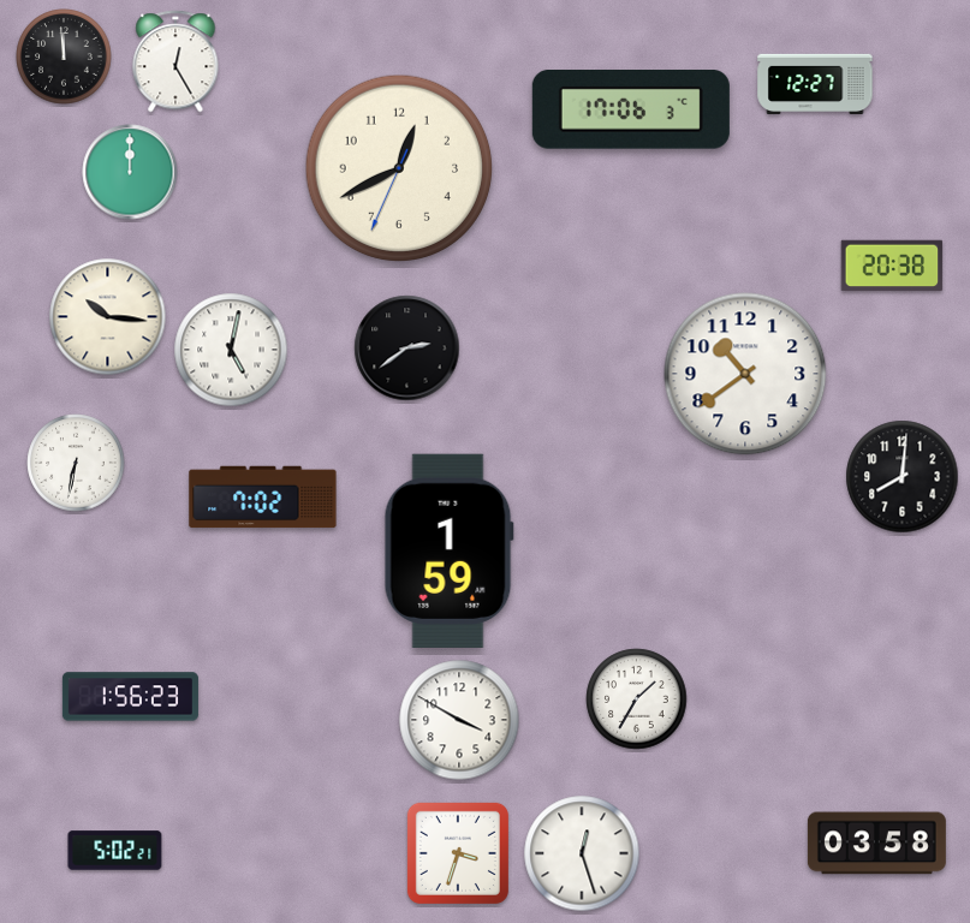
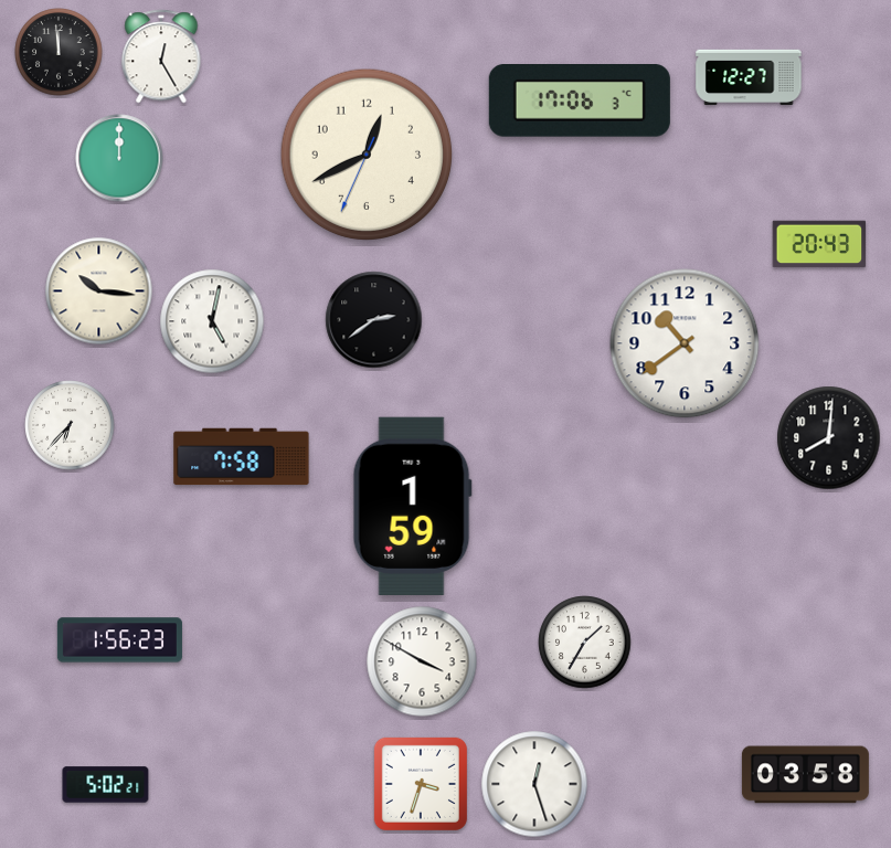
clock at (892, 266): 20:38 -> 20:43
clock at (76, 463): 6:32 -> 6:37
clock at (263, 498): 7:02 -> 7:58
clock at (115, 851) position: (115, 851) -> (106, 785)
